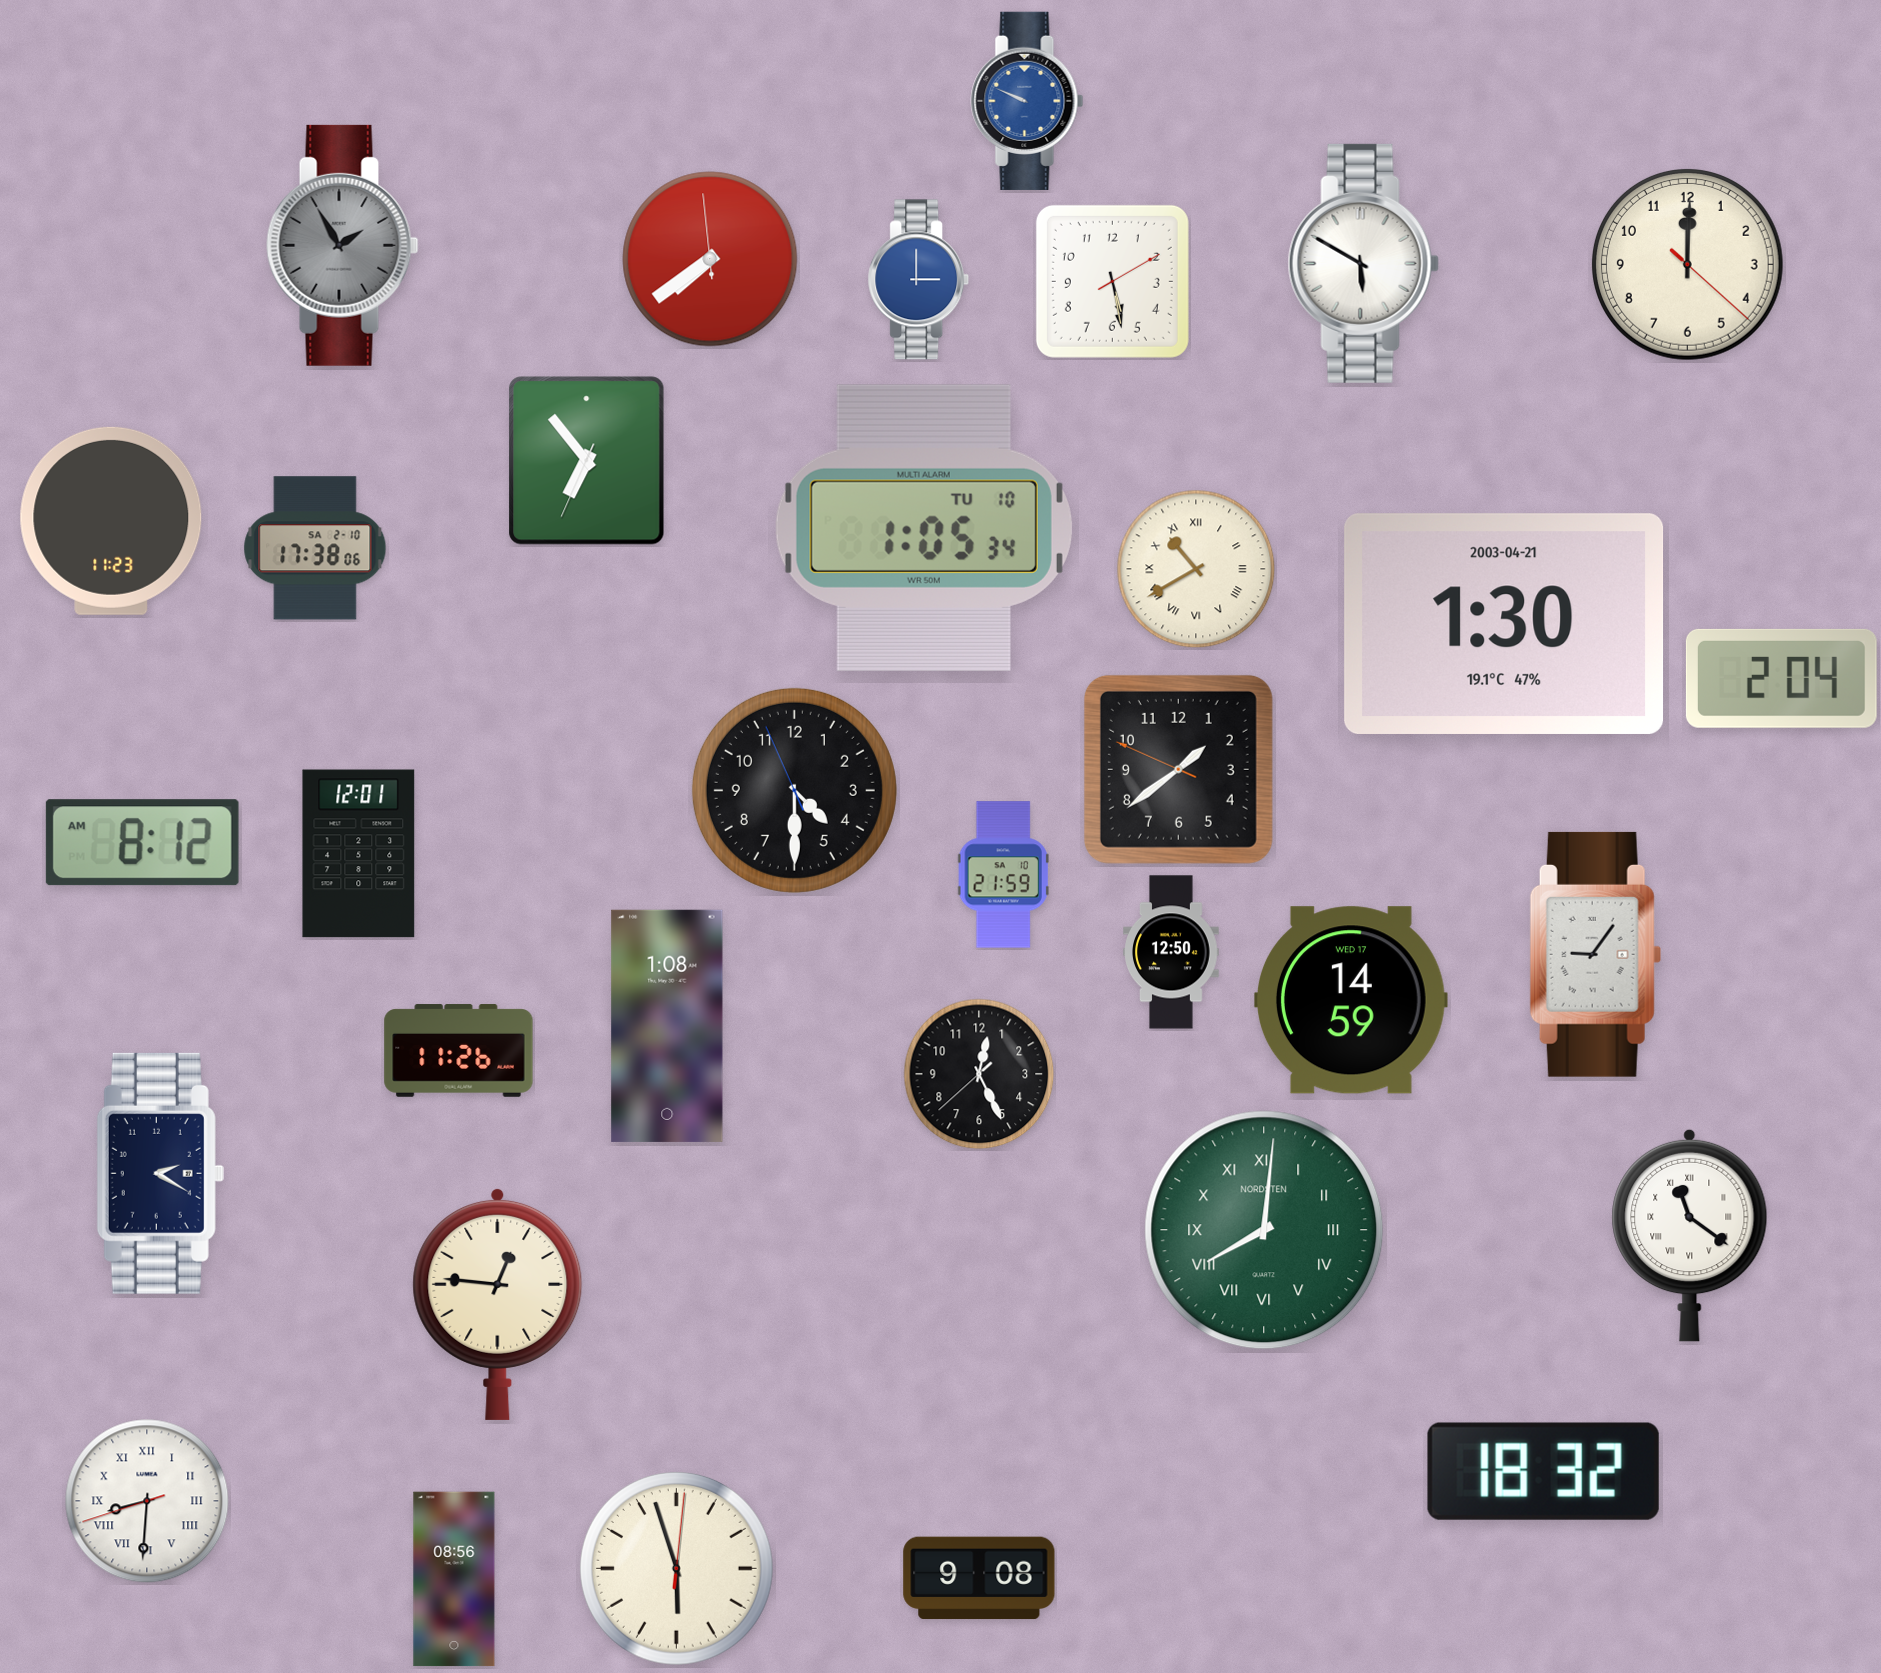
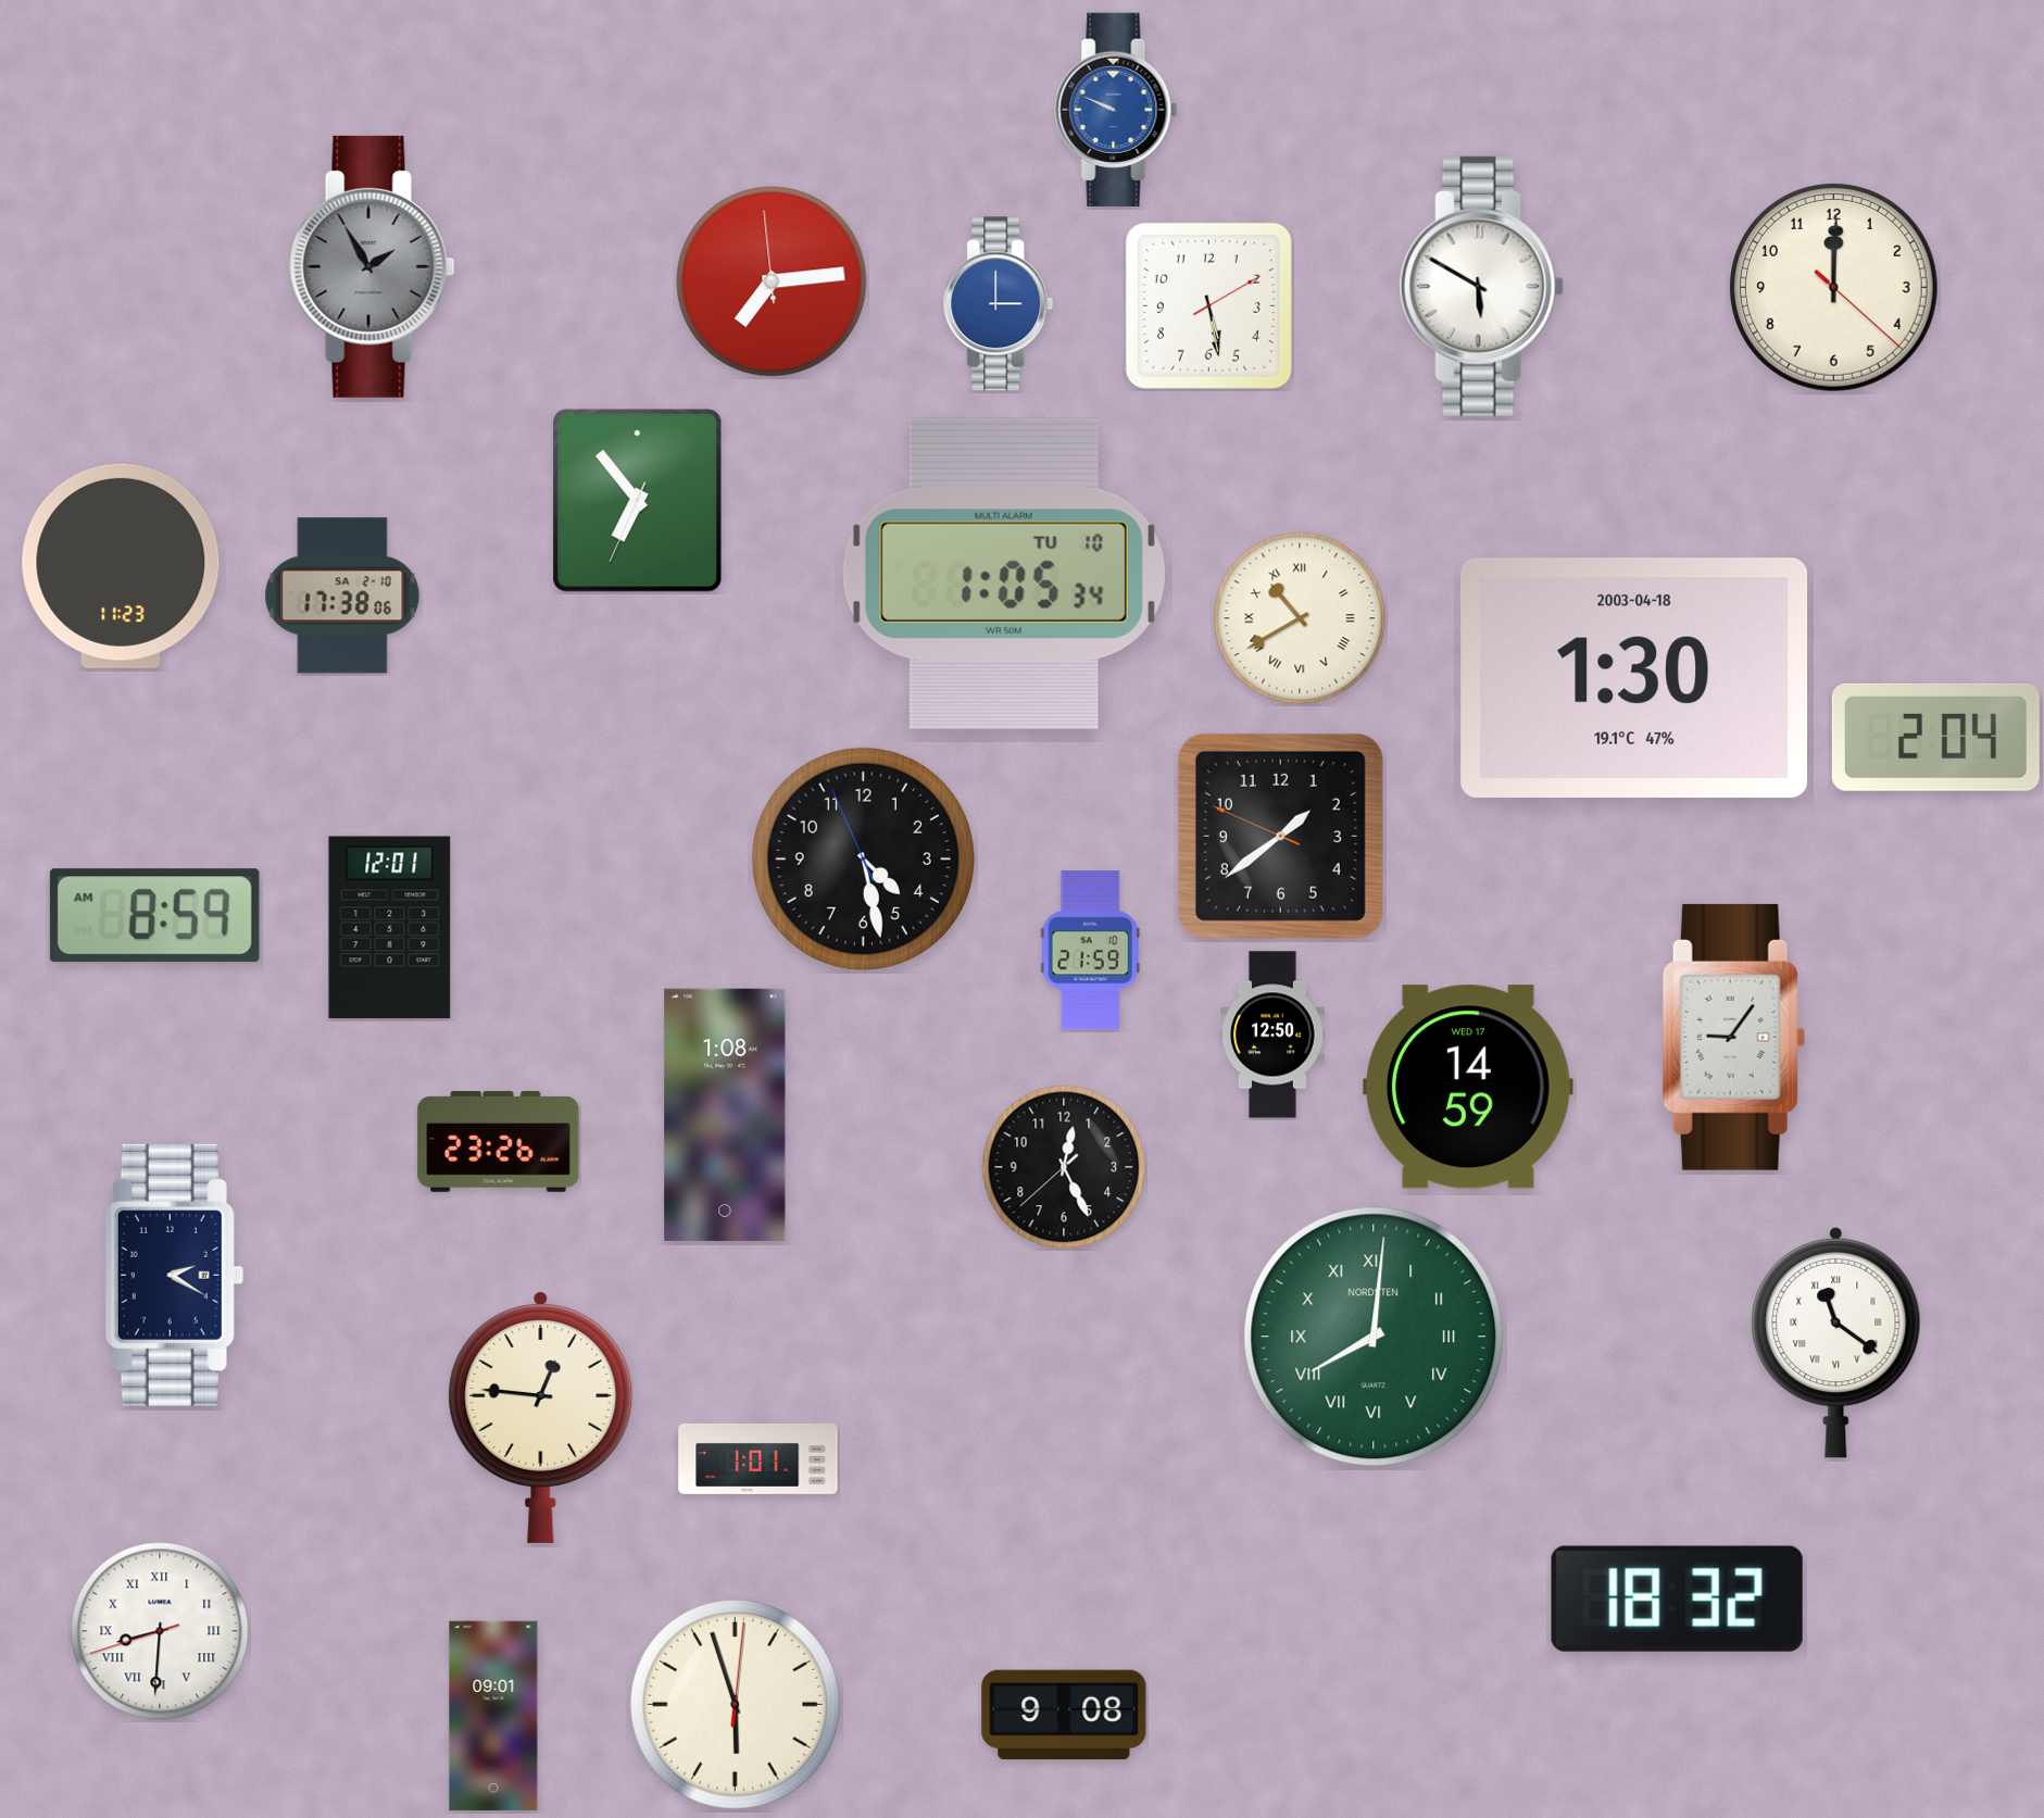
clock at (710, 259): 7:38 -> 7:13
clock at (1504, 624) date: 2003-04-21 -> 2003-04-18
clock at (794, 790): 4:29 -> 4:27
clock at (142, 843): 8:12 -> 8:59
clock at (459, 1051): 11:26 -> 23:26
clock at (758, 1458): none -> 1:01
clock at (454, 1579): 08:56 -> 09:01
